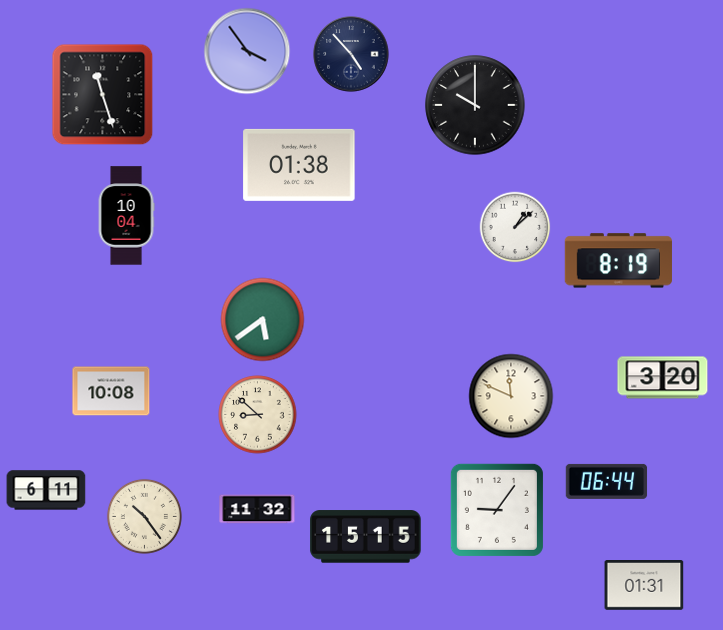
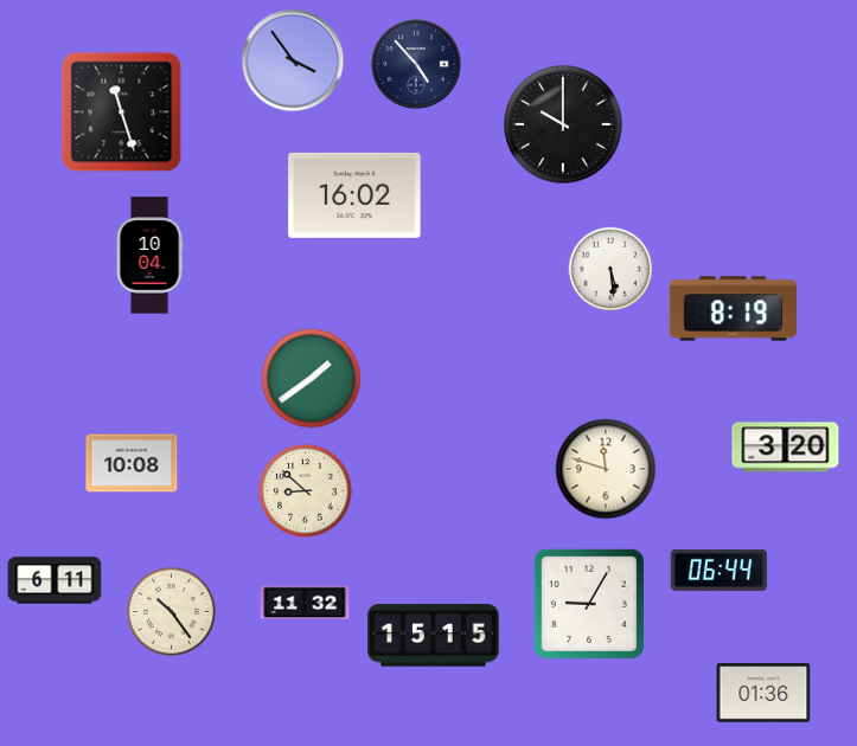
clock at (299, 165): 01:38 -> 16:02
clock at (515, 227): 1:08 -> 5:29
clock at (263, 320): 5:39 -> 1:39
clock at (511, 396): 11:49 -> 11:48
clock at (497, 510): 9:06 -> 9:05
clock at (644, 586): 01:31 -> 01:36
